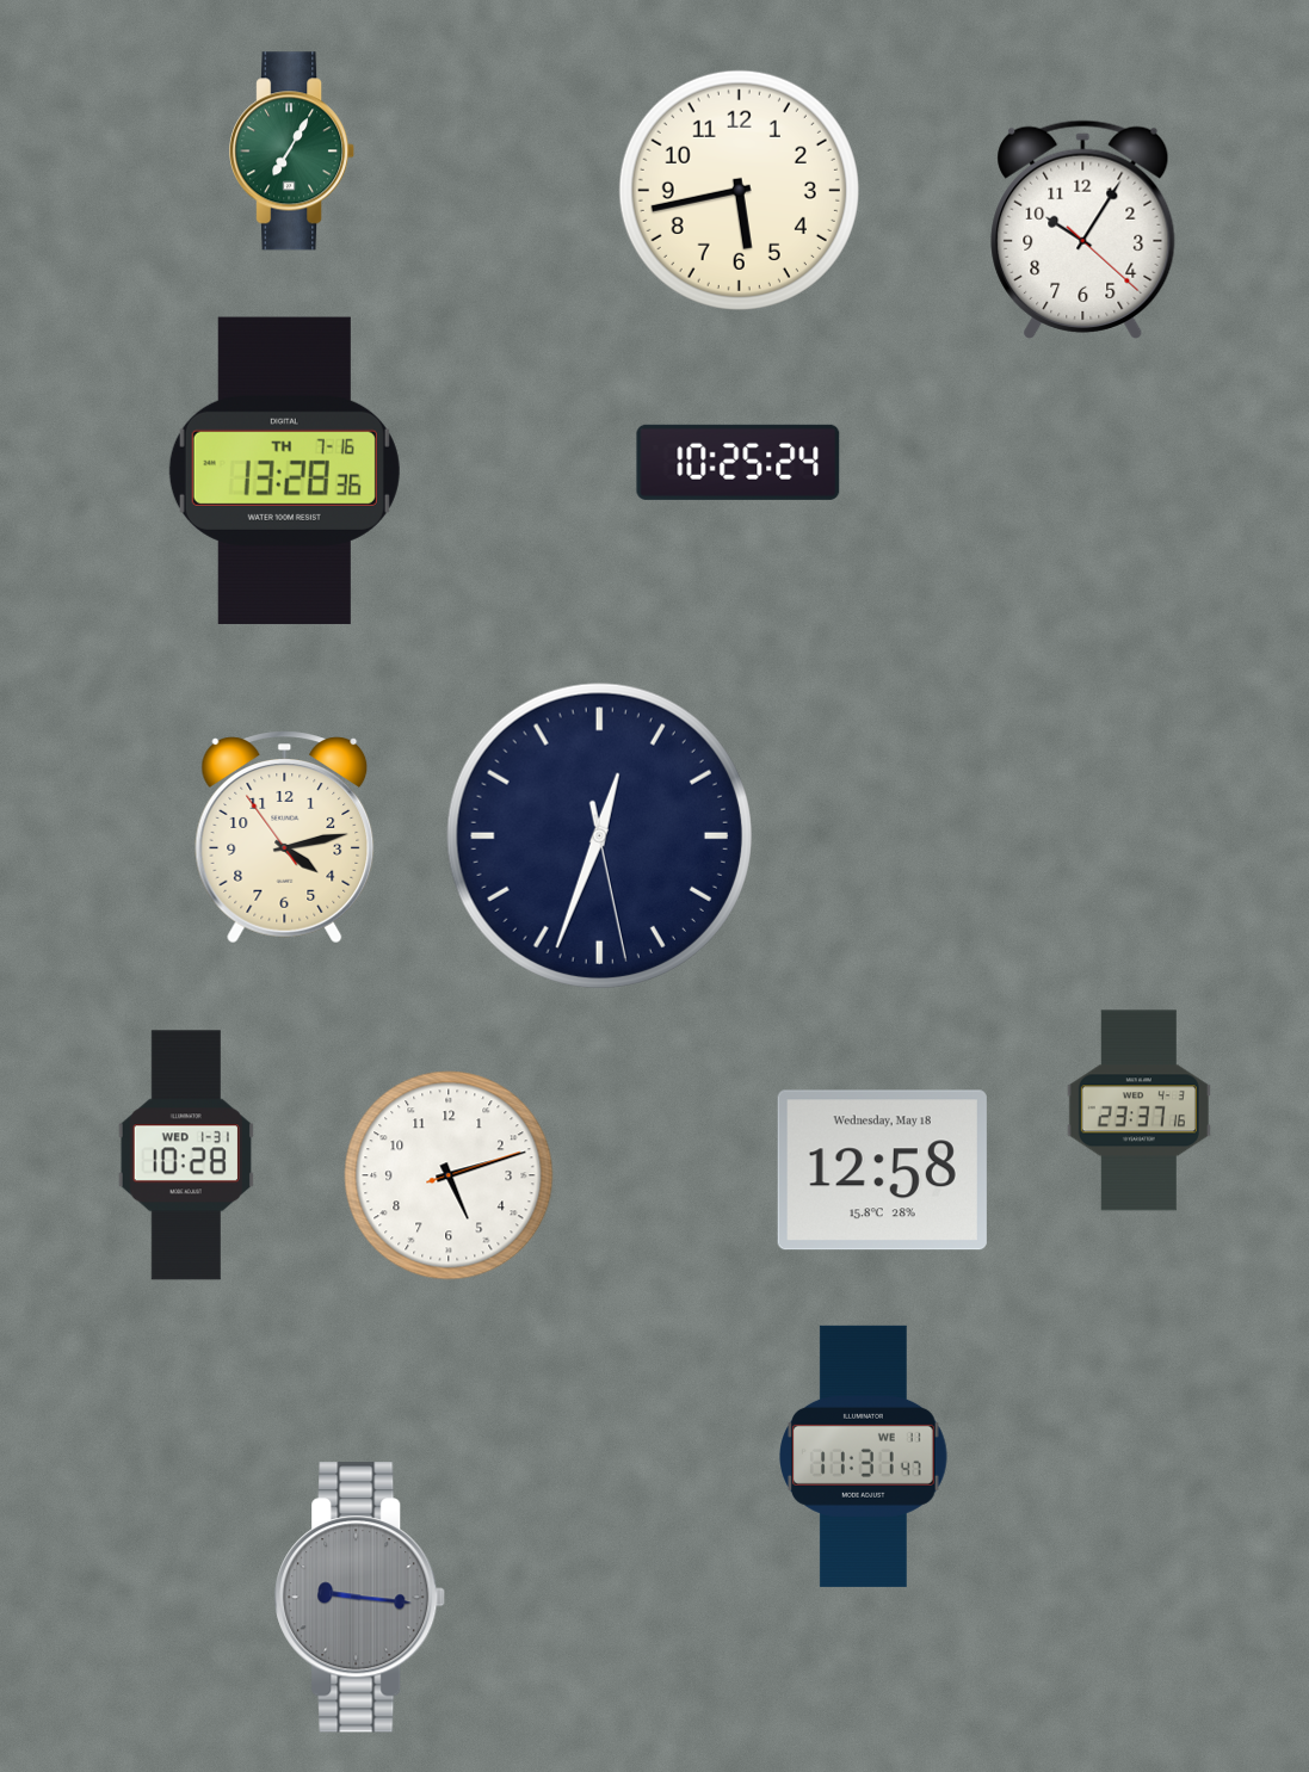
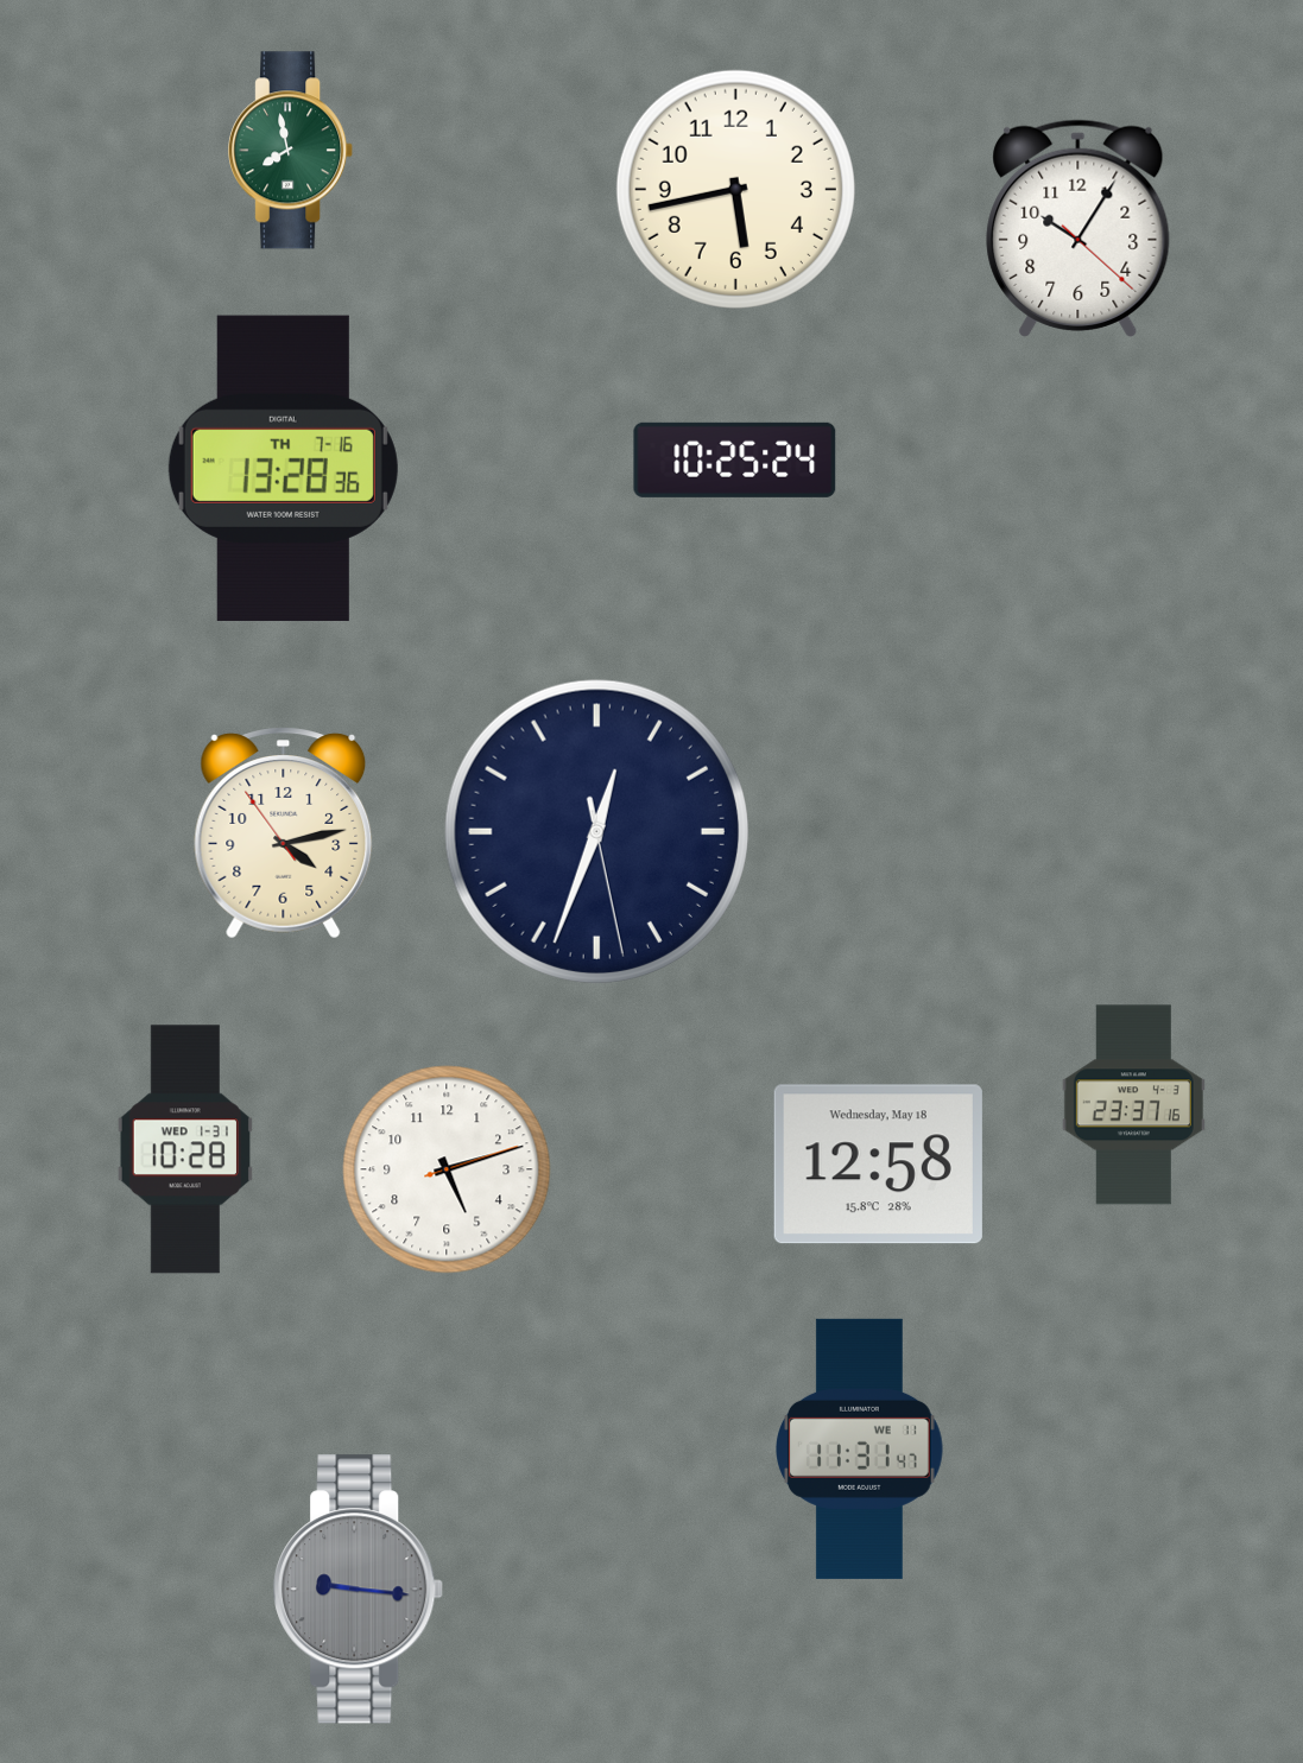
clock at (292, 152): 7:05 -> 7:58
